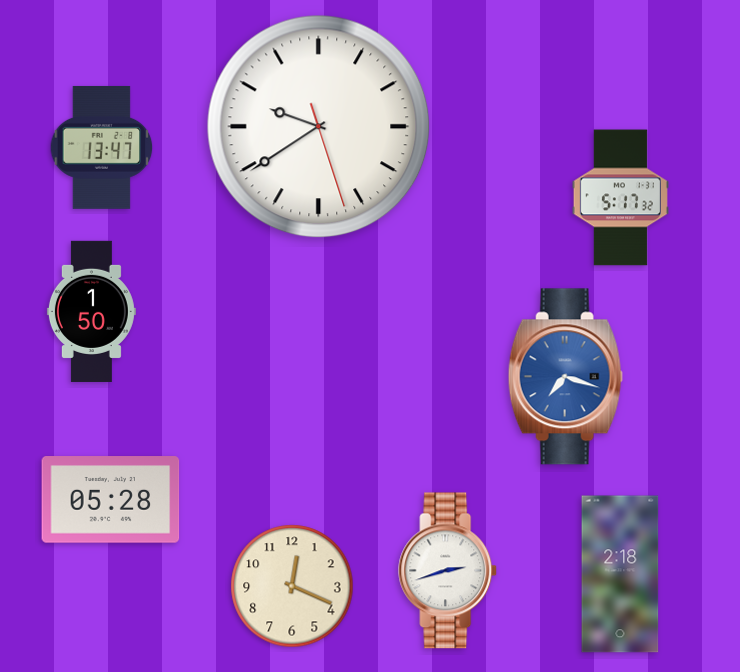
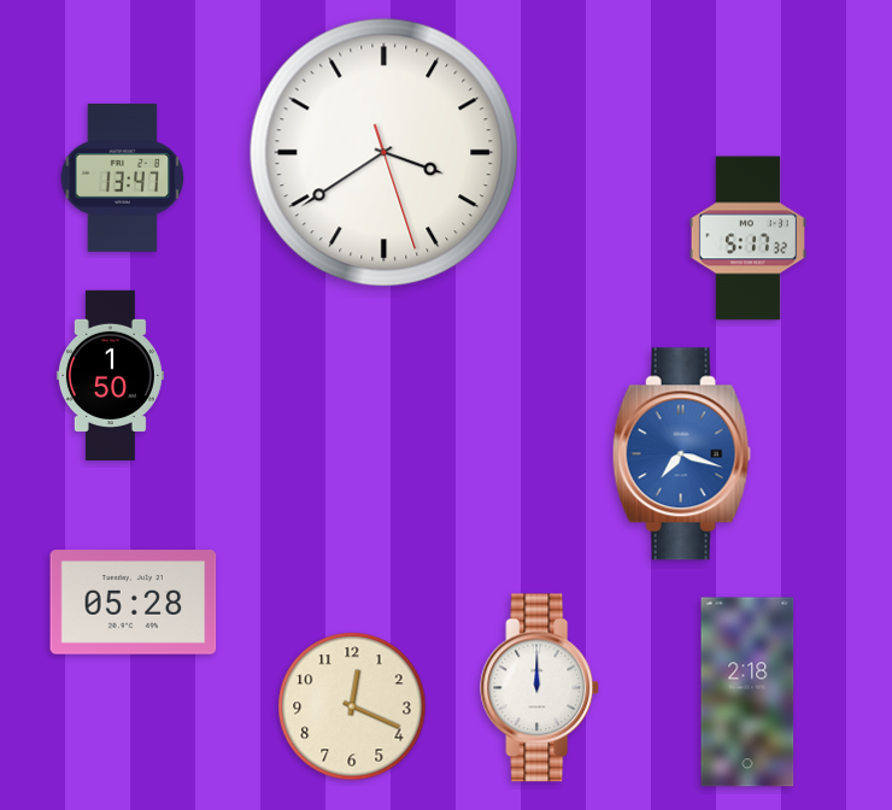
clock at (319, 127): 9:39 -> 3:39
clock at (448, 571): 2:42 -> 12:00
